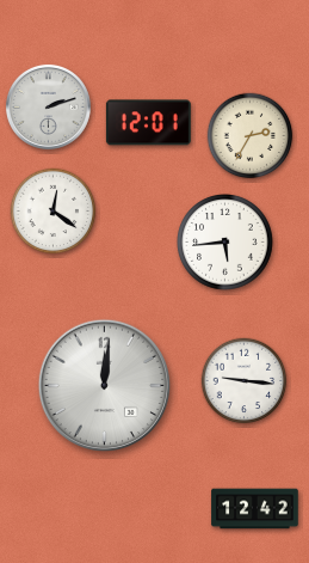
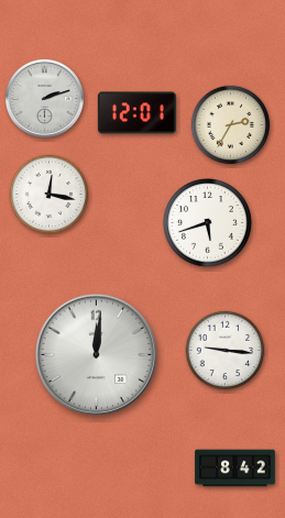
clock at (54, 212): 12:21 -> 12:17
clock at (225, 243): 5:44 -> 5:42
clock at (255, 509): 12:42 -> 8:42
